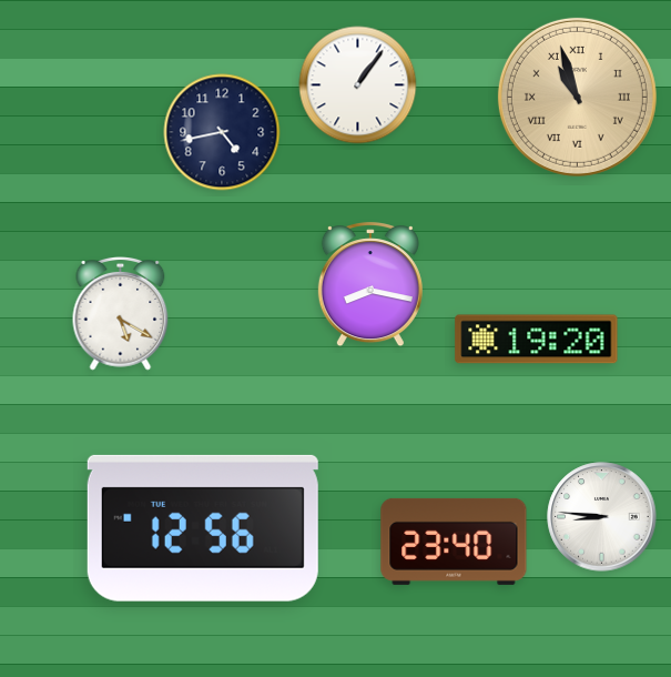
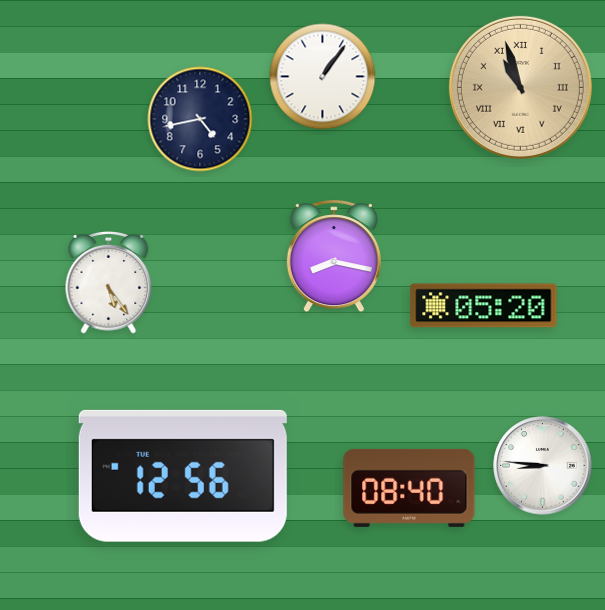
clock at (121, 314): 5:20 -> 5:24
clock at (537, 340): 19:20 -> 05:20
clock at (454, 542): 23:40 -> 08:40
